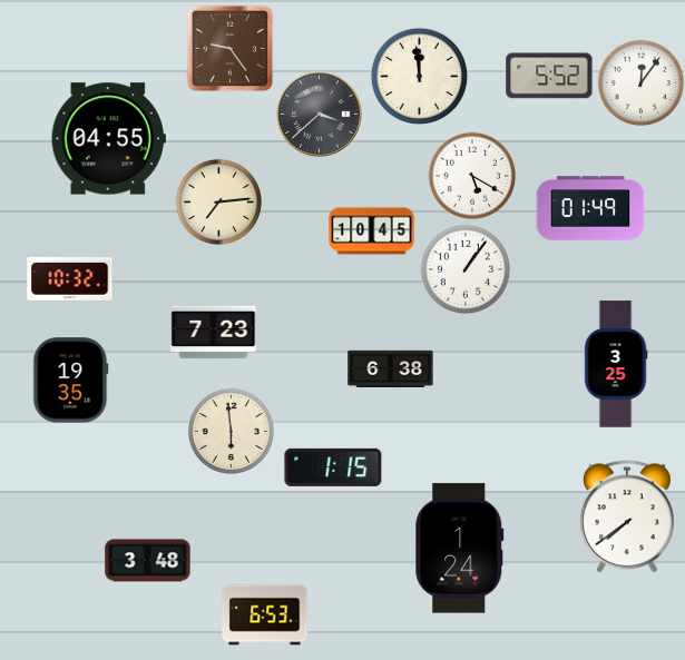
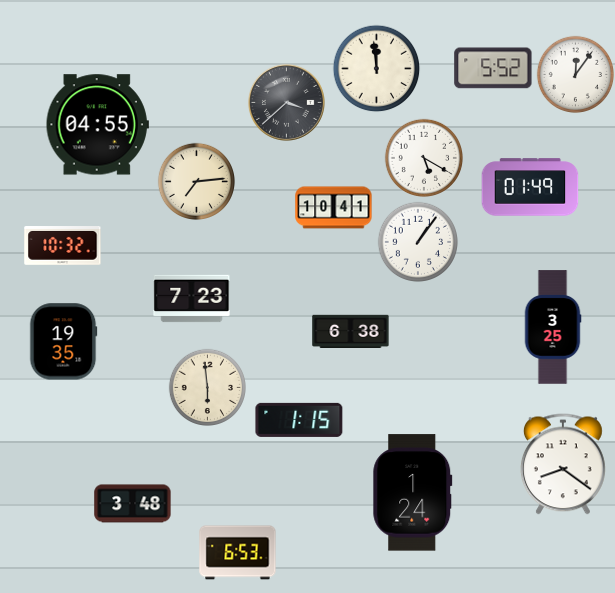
clock at (229, 48): 9:24 -> none
clock at (372, 232): 10:45 -> 10:41
clock at (70, 279) position: (70, 279) -> (63, 246)
clock at (627, 516): 7:39 -> 8:21
